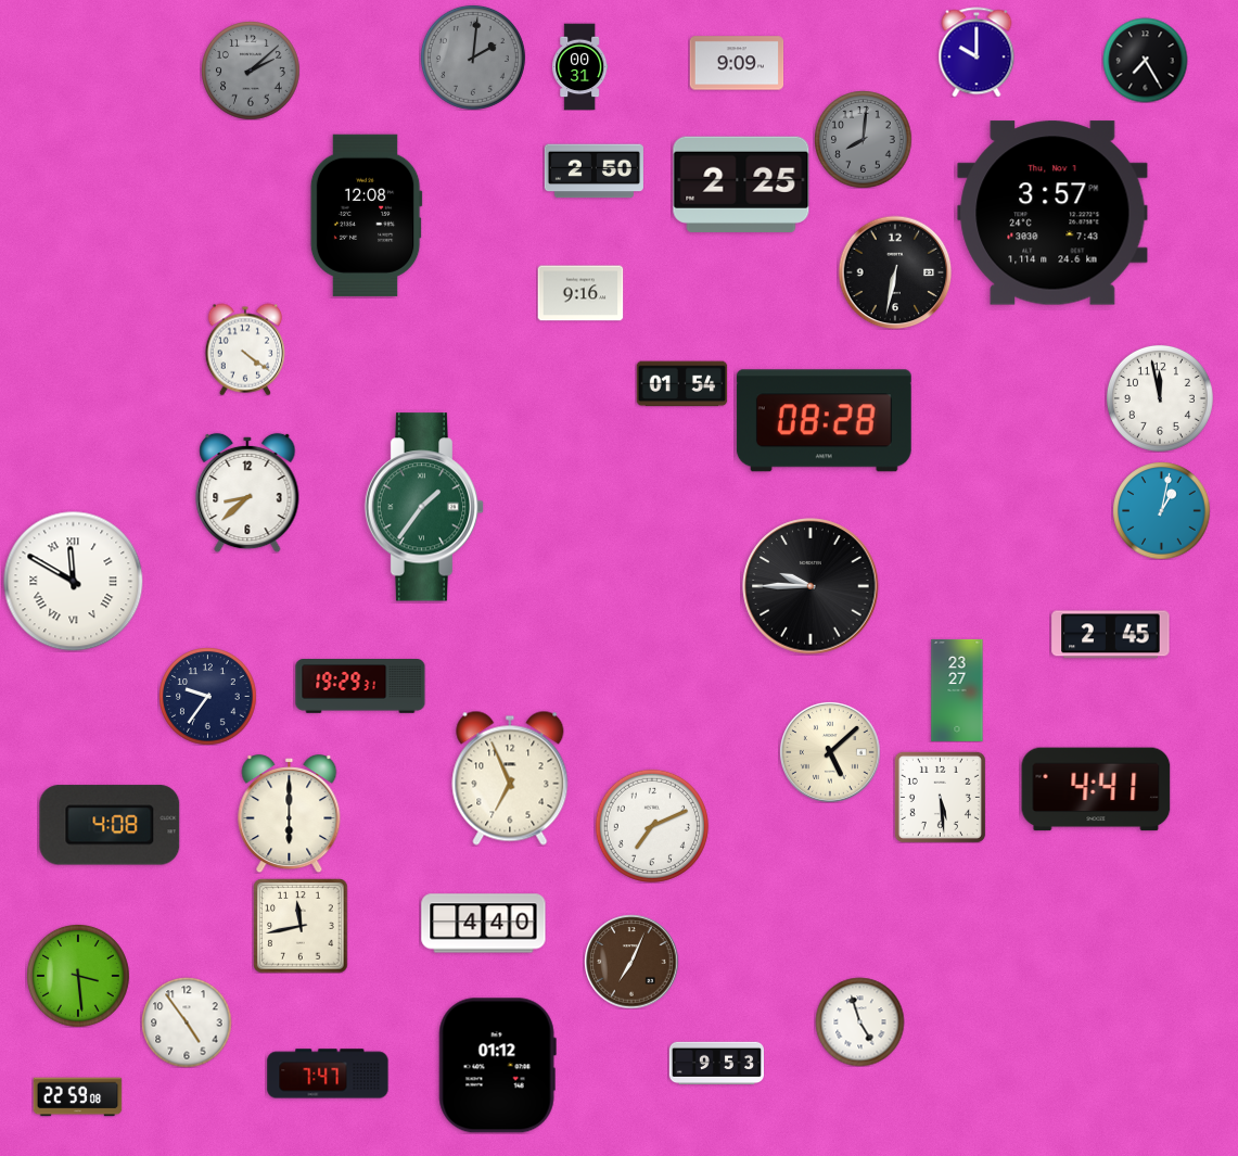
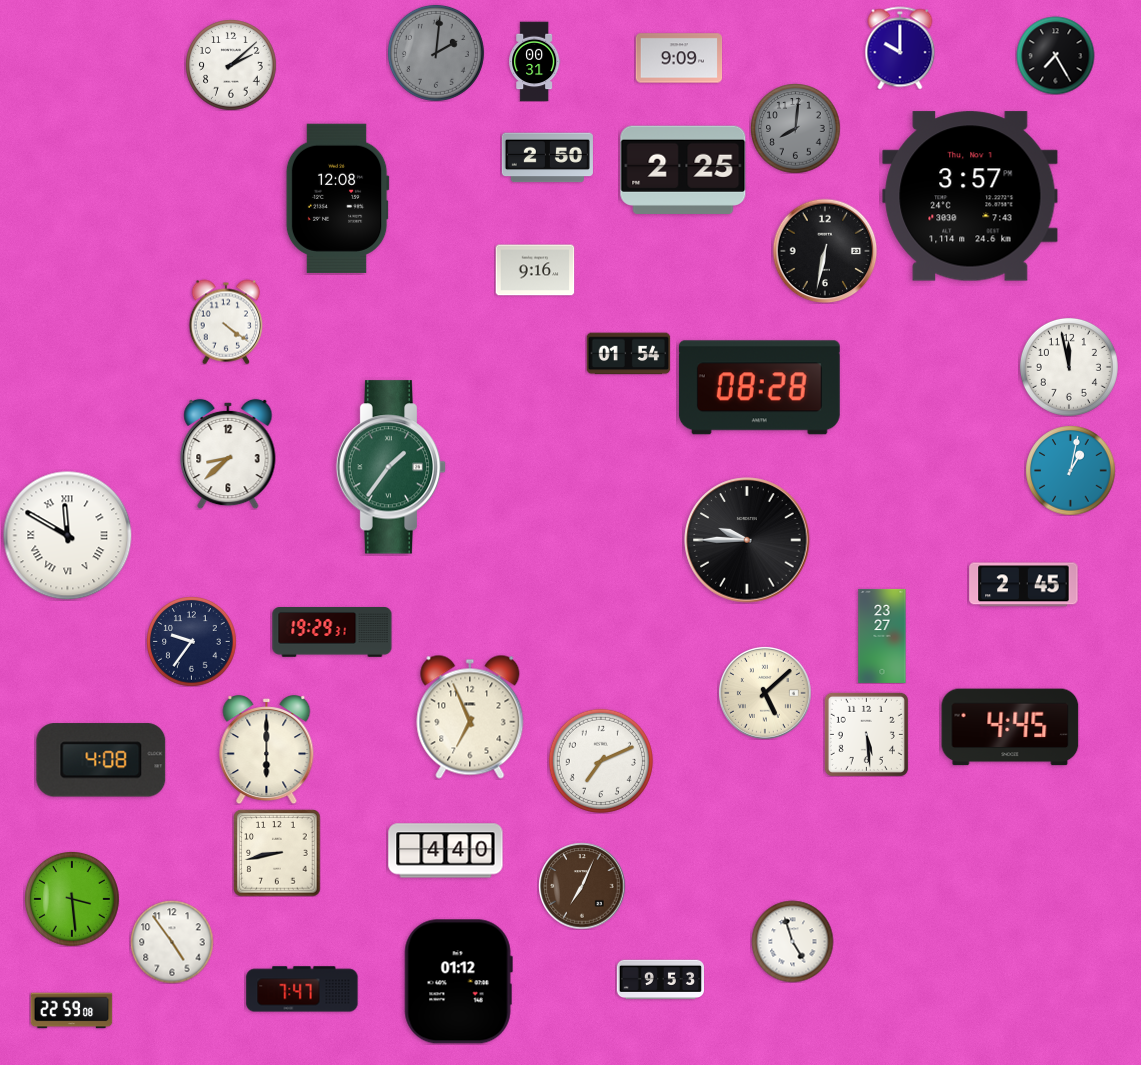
clock at (251, 71) dial: grey -> white
clock at (1096, 789): 4:41 -> 4:45
clock at (301, 926): 11:43 -> 8:43
